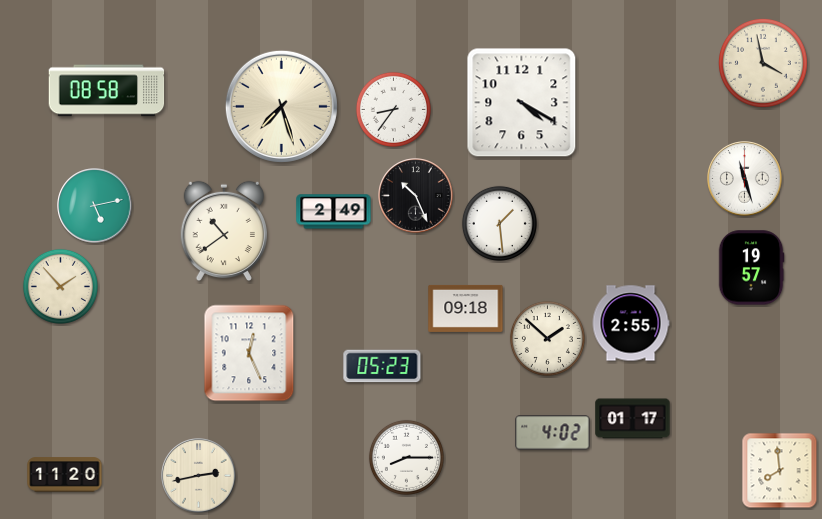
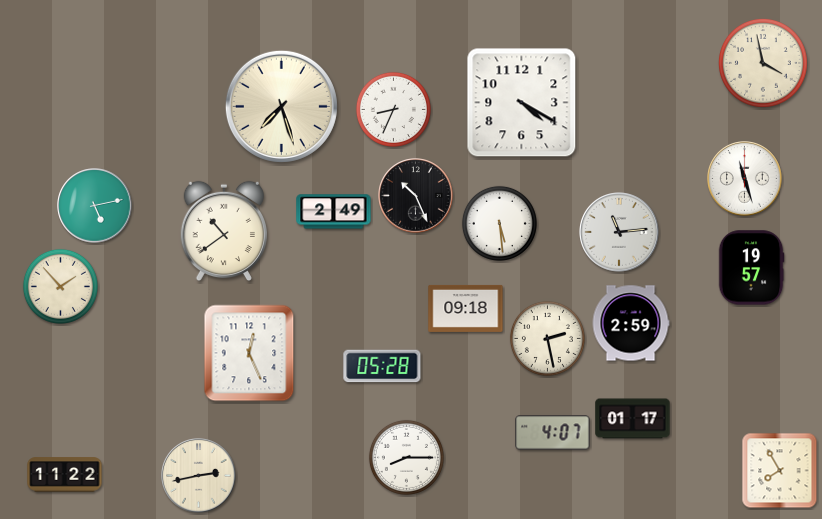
clock at (107, 91): 08:58 -> none
clock at (393, 109): 8:36 -> 8:34
clock at (499, 223): 1:29 -> 5:29
clock at (619, 232): none -> 11:14
clock at (631, 323): 2:55 -> 2:59
clock at (547, 338): 1:52 -> 2:28
clock at (382, 366): 05:23 -> 05:28
clock at (553, 433): 4:02 -> 4:07
clock at (780, 471): 7:59 -> 7:55
clock at (65, 475): 11:20 -> 11:22
